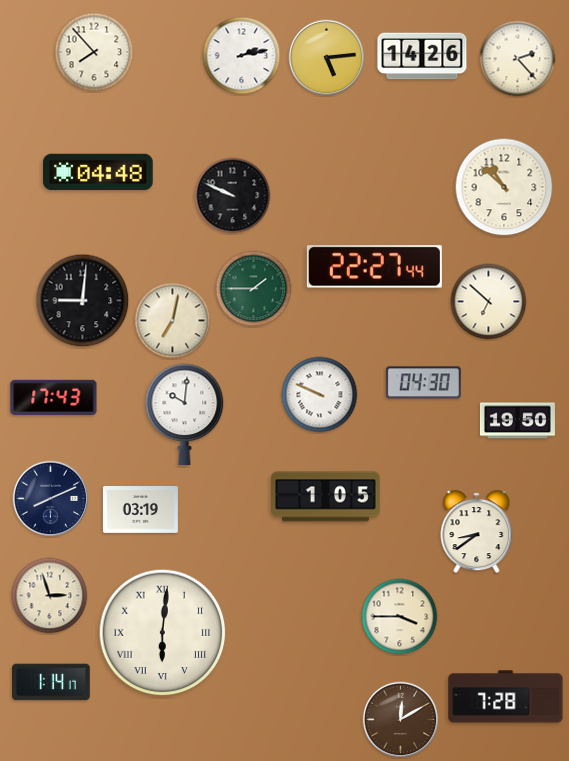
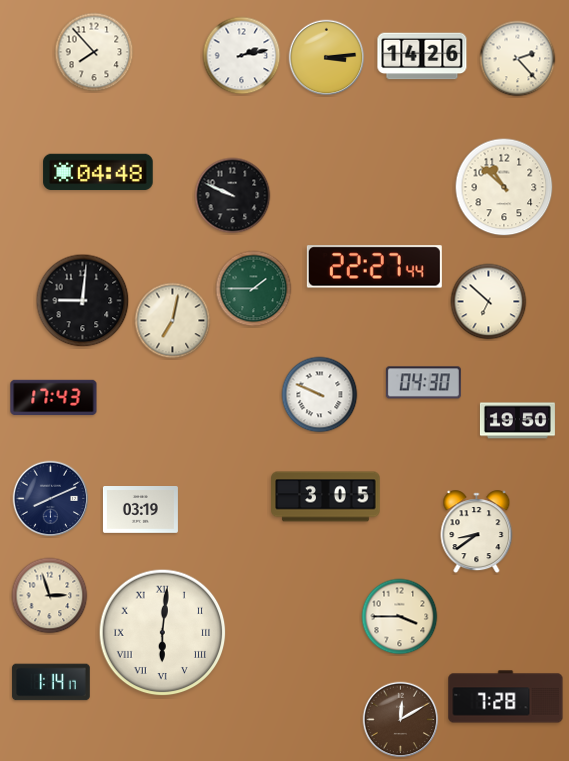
clock at (327, 58): 5:14 -> 3:14
clock at (185, 414): 10:01 -> none
clock at (326, 497): 1:05 -> 3:05
